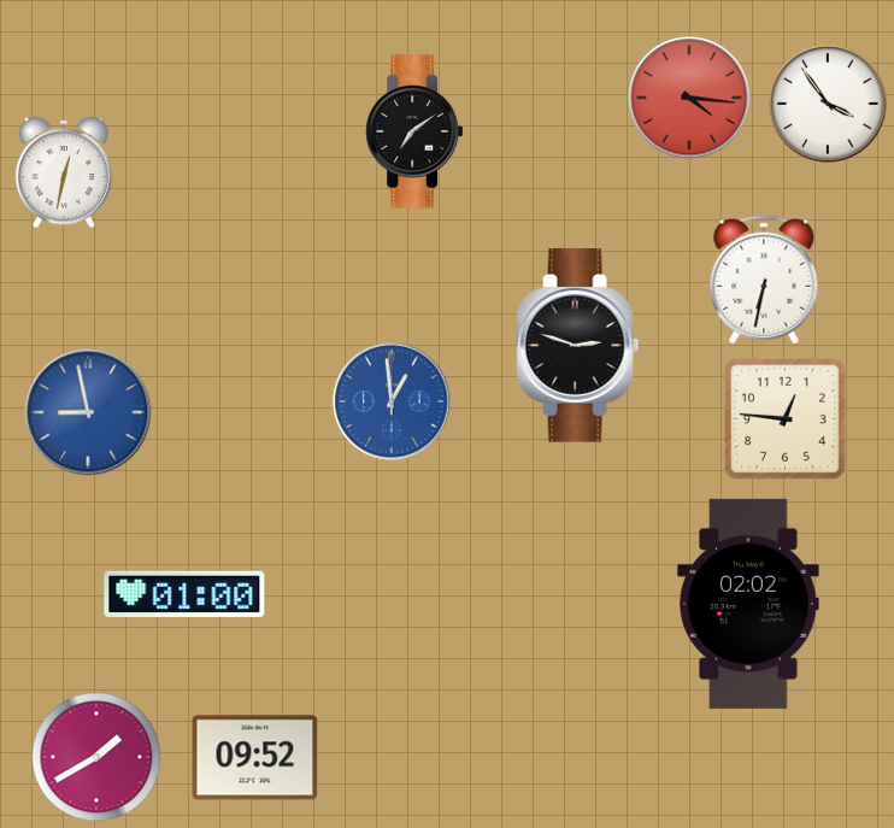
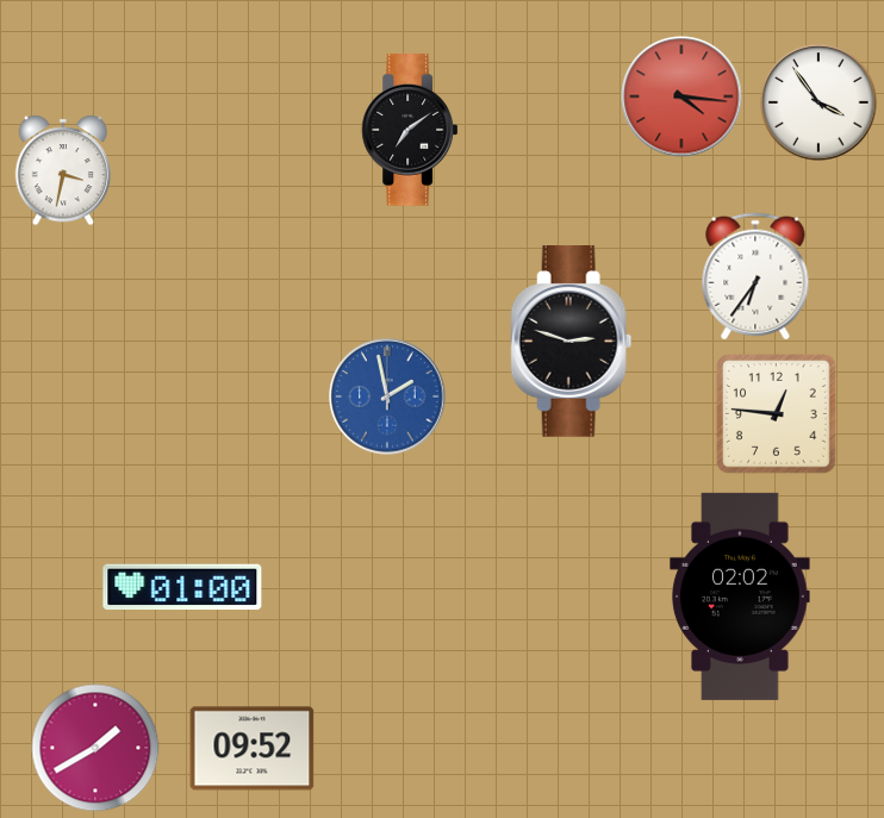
clock at (64, 172): 12:32 -> 3:32
clock at (764, 280): 6:32 -> 6:36
clock at (392, 401): 12:59 -> 1:58
clock at (88, 412): 8:58 -> none
